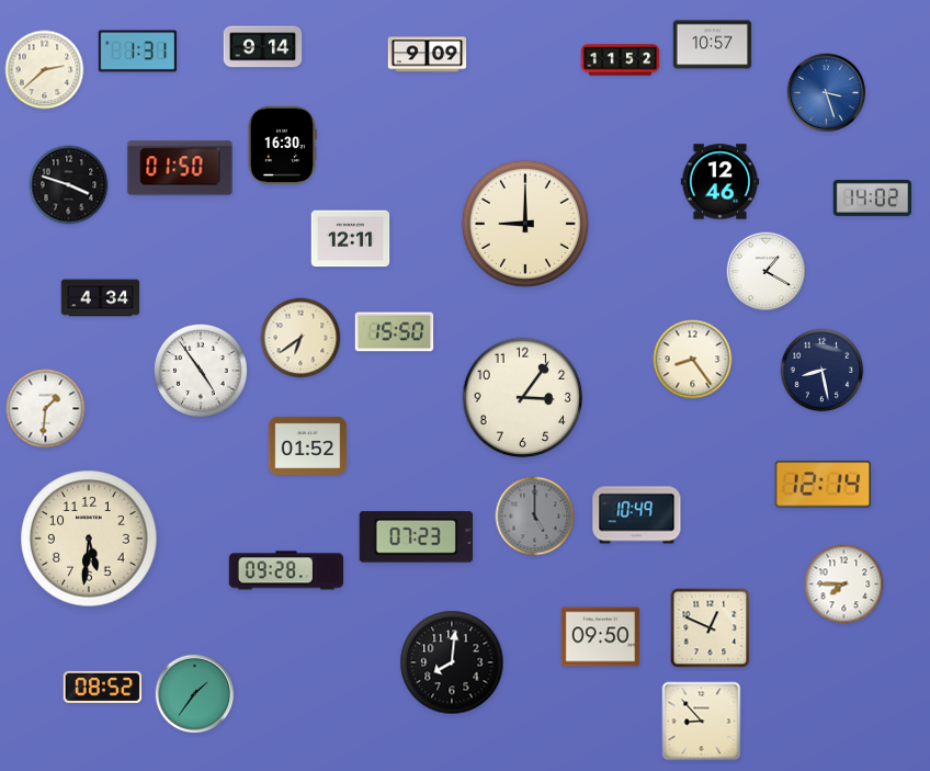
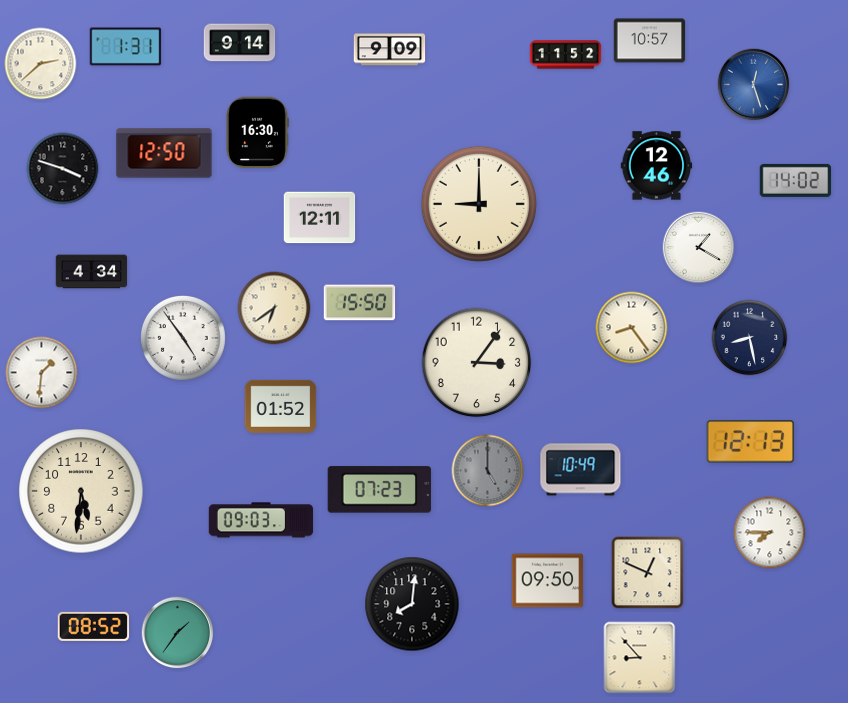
clock at (827, 93): 3:27 -> 12:27
clock at (180, 168): 01:50 -> 12:50
clock at (823, 485): 12:14 -> 12:13
clock at (286, 570): 09:28 -> 09:03
